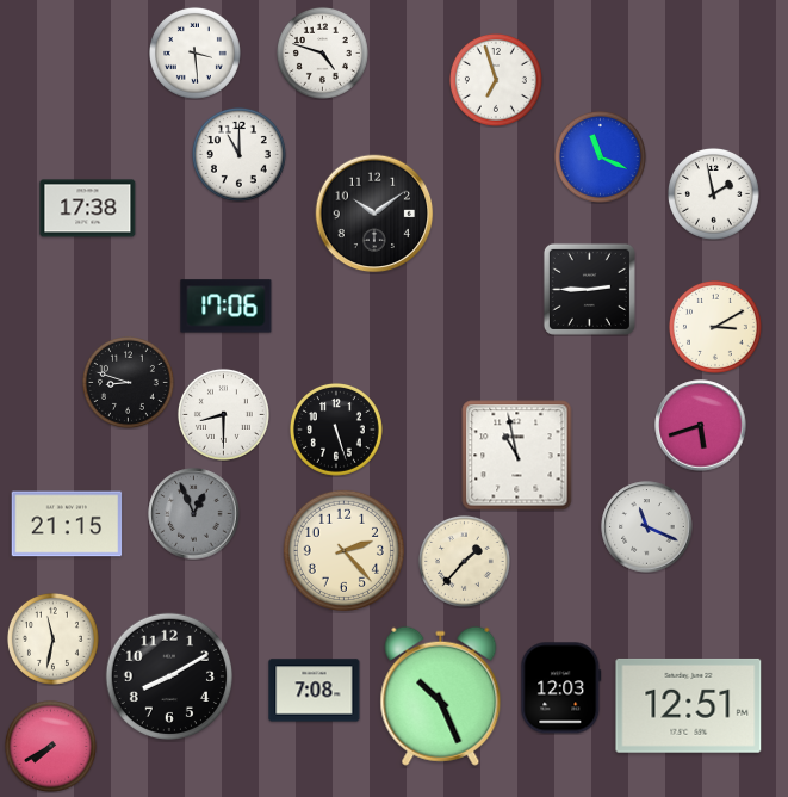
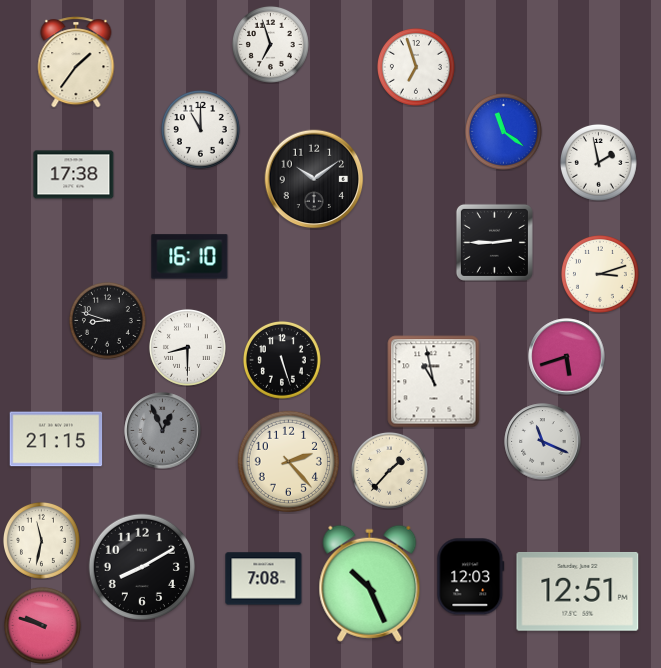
clock at (194, 52): 3:29 -> none
clock at (322, 52): 4:48 -> 6:57
clock at (76, 62): none -> 1:36
clock at (600, 156): 11:19 -> 11:21
clock at (227, 307): 17:06 -> 16:10
clock at (715, 327): 3:10 -> 3:12
clock at (701, 426) position: (701, 426) -> (567, 357)
clock at (52, 638) position: (52, 638) -> (41, 540)
clock at (50, 746): 7:40 -> 9:48
